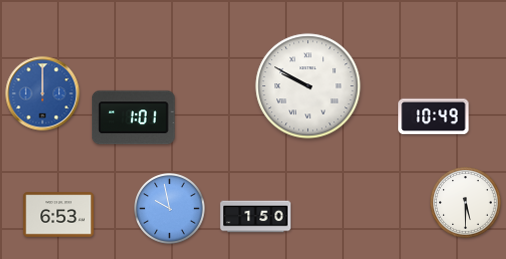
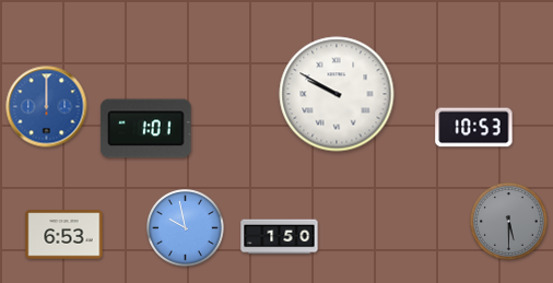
clock at (43, 94) position: (43, 94) -> (47, 107)
clock at (434, 117): 10:49 -> 10:53
clock at (466, 203) dial: white -> grey
